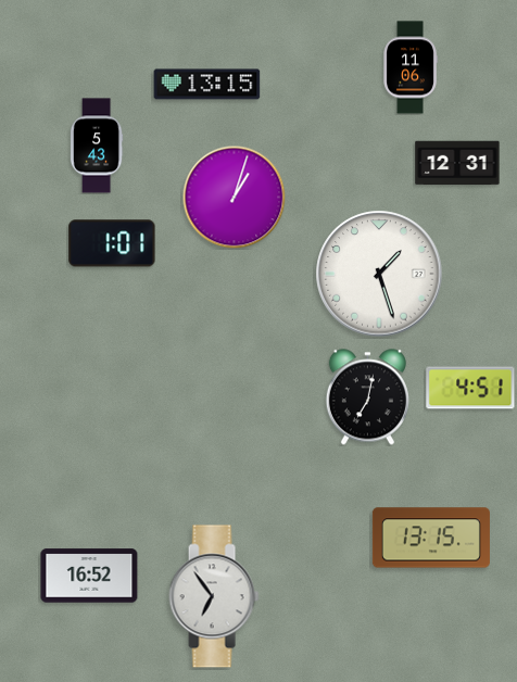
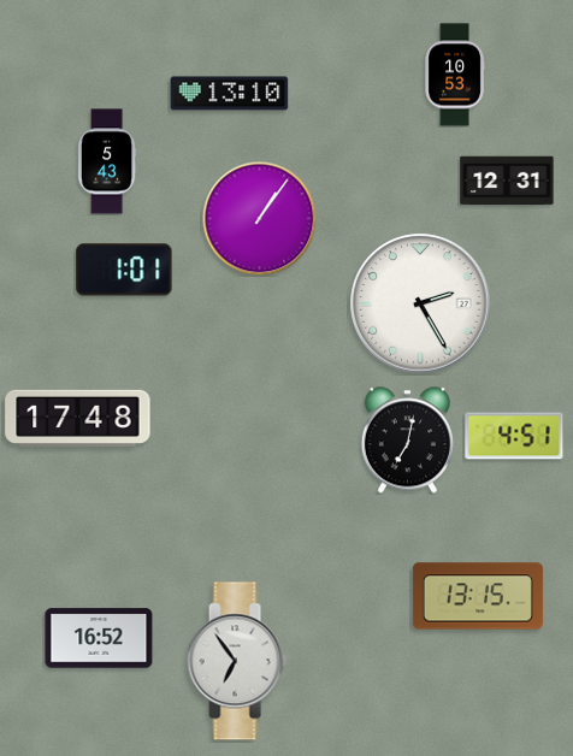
clock at (411, 67): 11:06 -> 10:53
clock at (207, 85): 13:15 -> 13:10
clock at (234, 197): 1:03 -> 1:06
clock at (379, 274): 1:27 -> 2:25
clock at (78, 418): none -> 17:48
clock at (470, 388) position: (470, 388) -> (514, 436)
